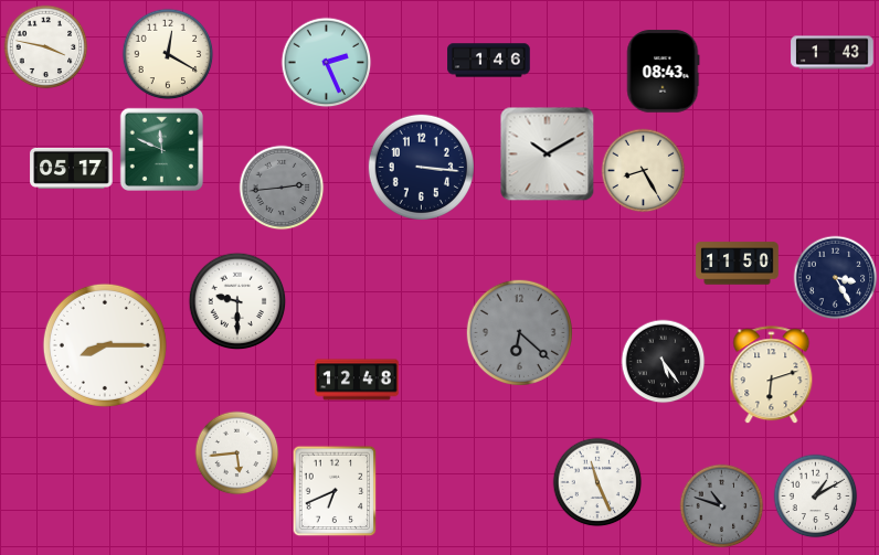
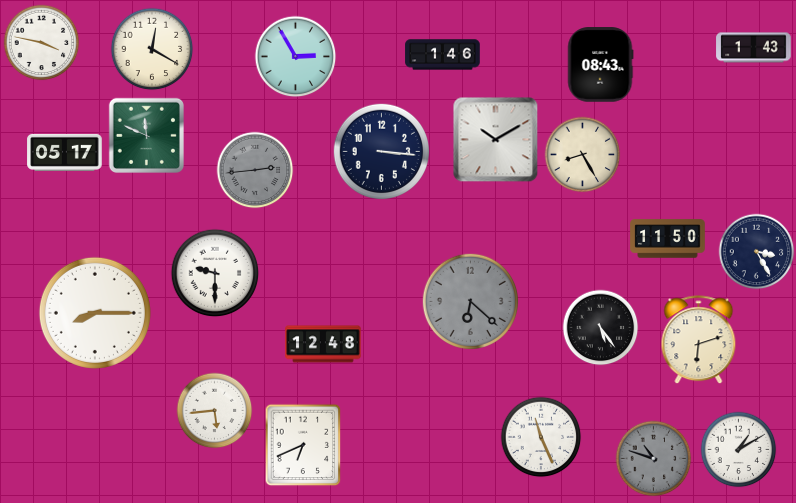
clock at (327, 63): 2:26 -> 2:55
